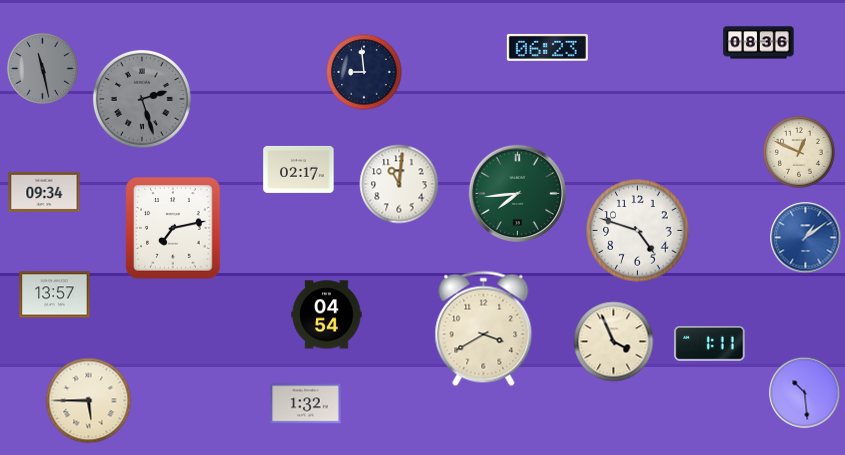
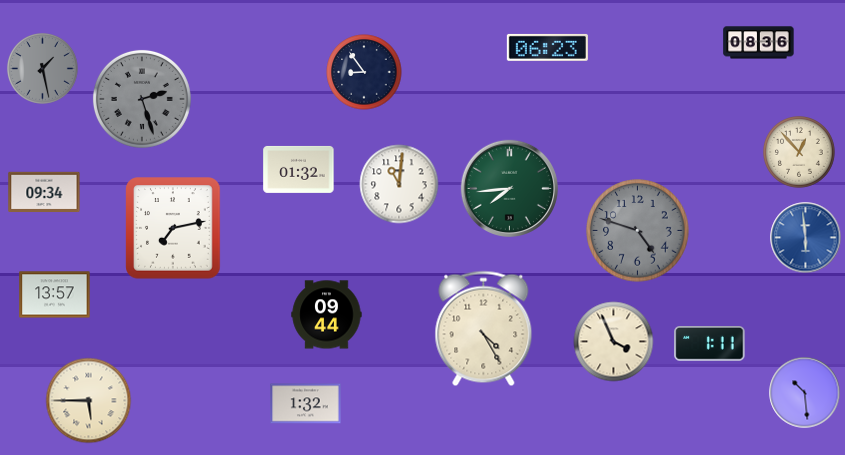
clock at (42, 68): 11:28 -> 1:28
clock at (364, 72): 8:59 -> 8:54
clock at (800, 153): 12:49 -> 12:53
clock at (299, 169): 02:17 -> 01:32
clock at (517, 193) position: (517, 193) -> (509, 188)
clock at (638, 231) dial: white -> grey
clock at (806, 238): 1:09 -> 5:59
clock at (327, 315): 04:54 -> 09:44
clock at (484, 329): 3:40 -> 4:25
